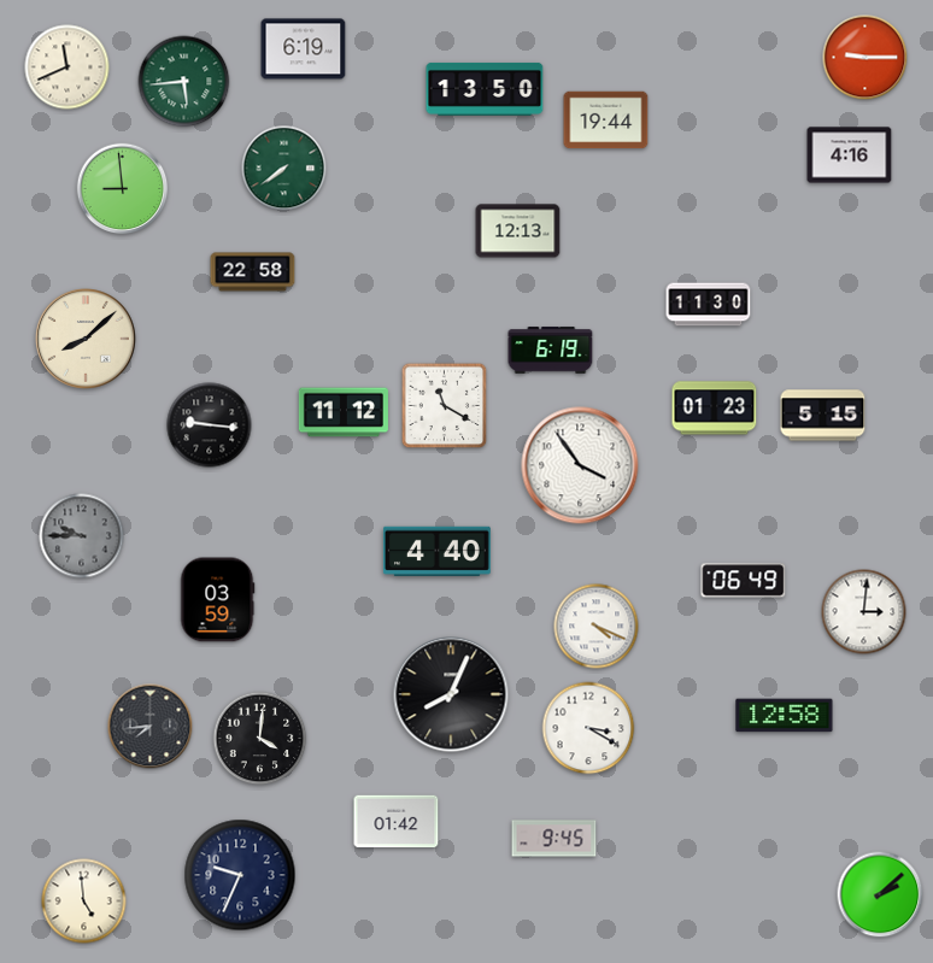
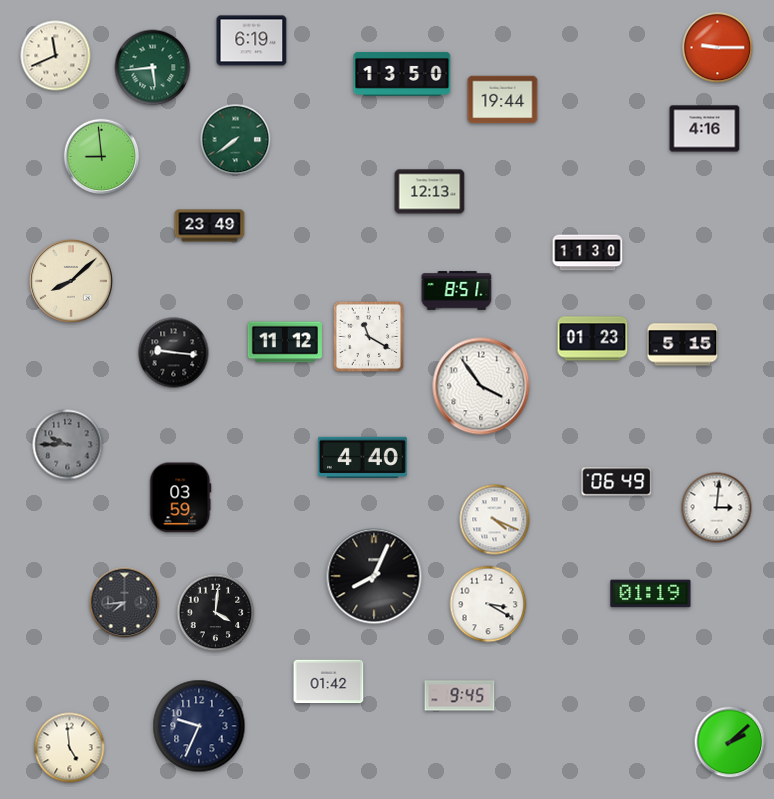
clock at (253, 272): 22:58 -> 23:49
clock at (551, 351): 6:19 -> 8:51
clock at (785, 716): 12:58 -> 01:19
